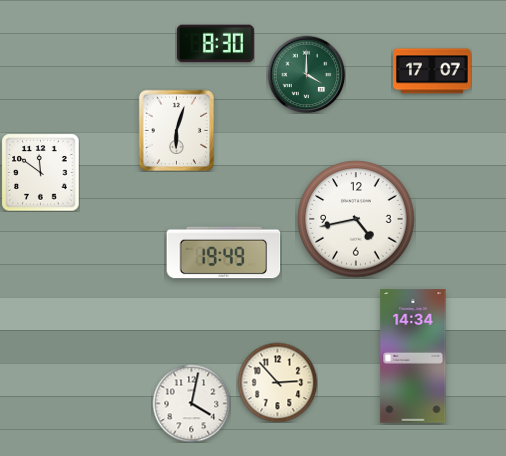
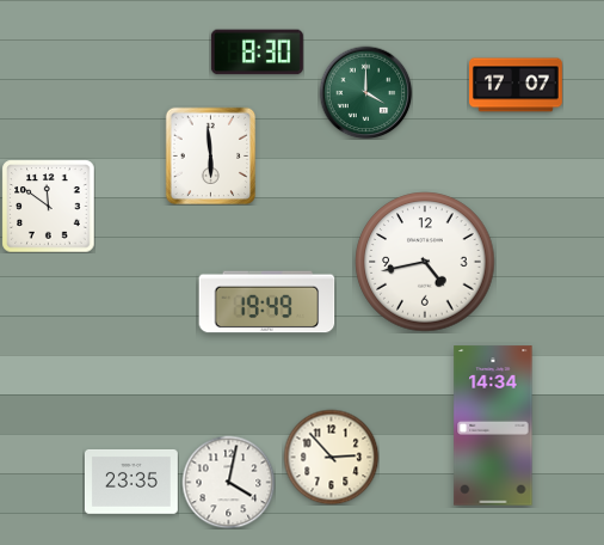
clock at (306, 74) position: (306, 74) -> (365, 92)
clock at (177, 130): 6:03 -> 5:59
clock at (131, 482): none -> 23:35
